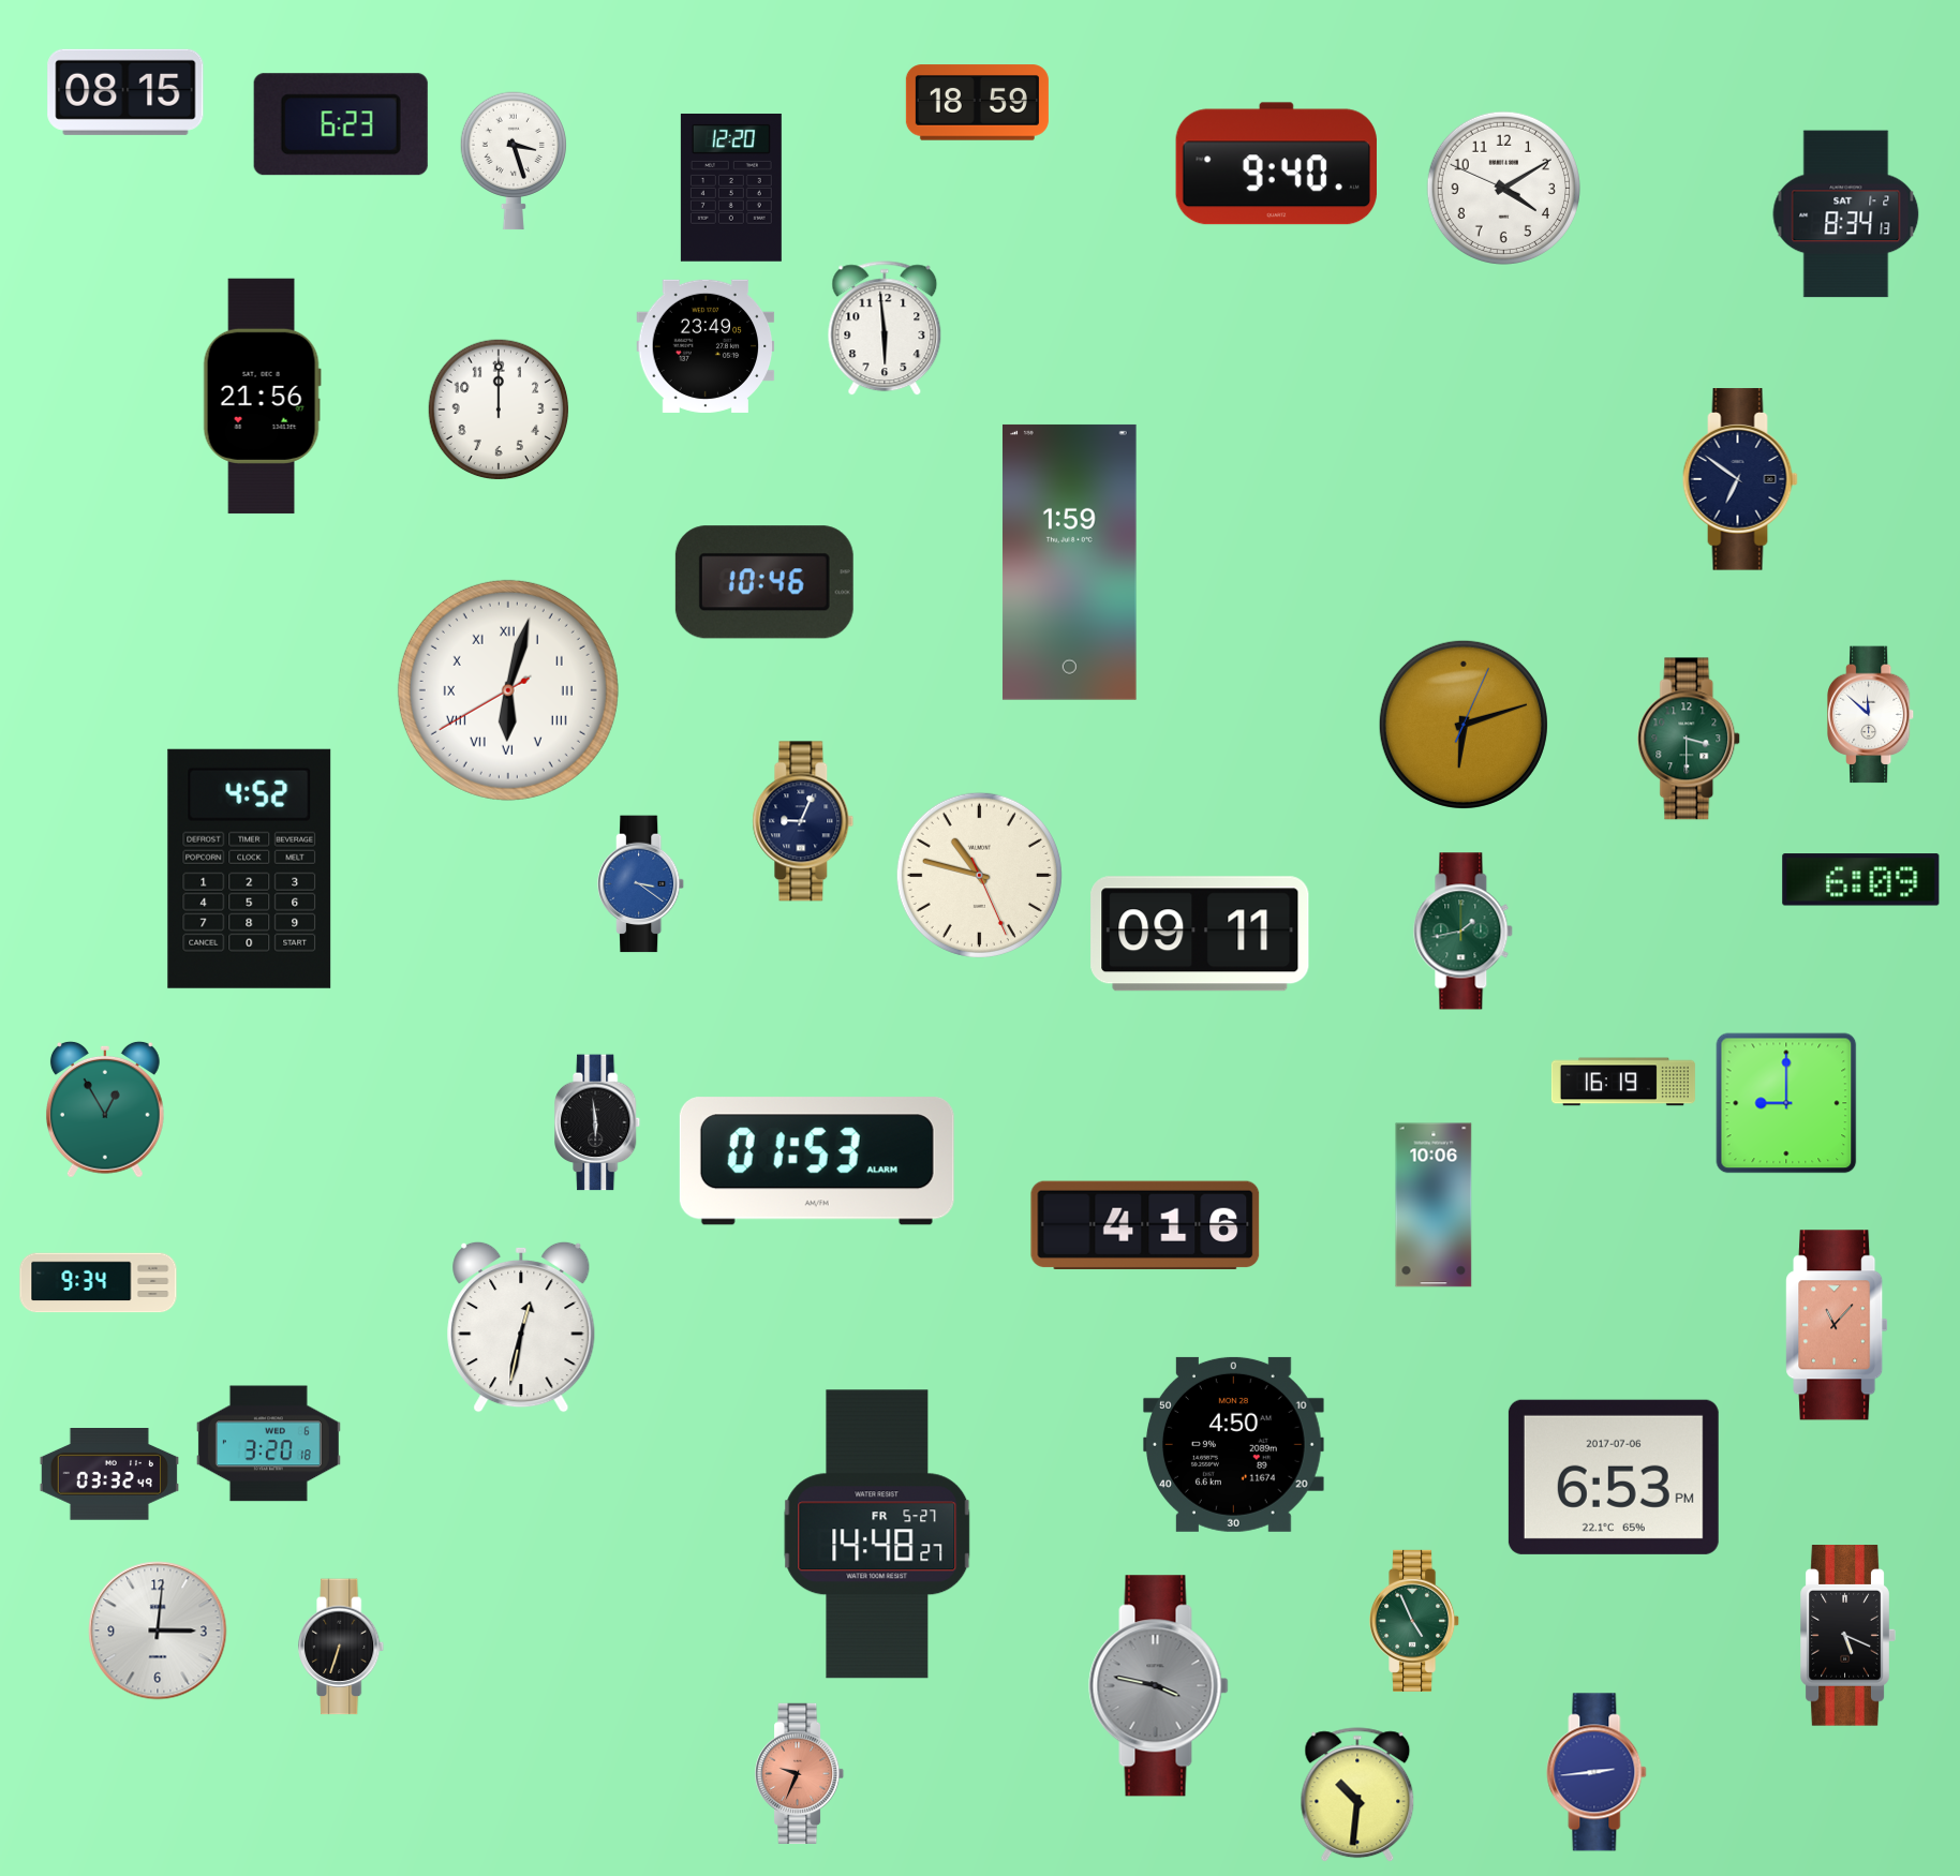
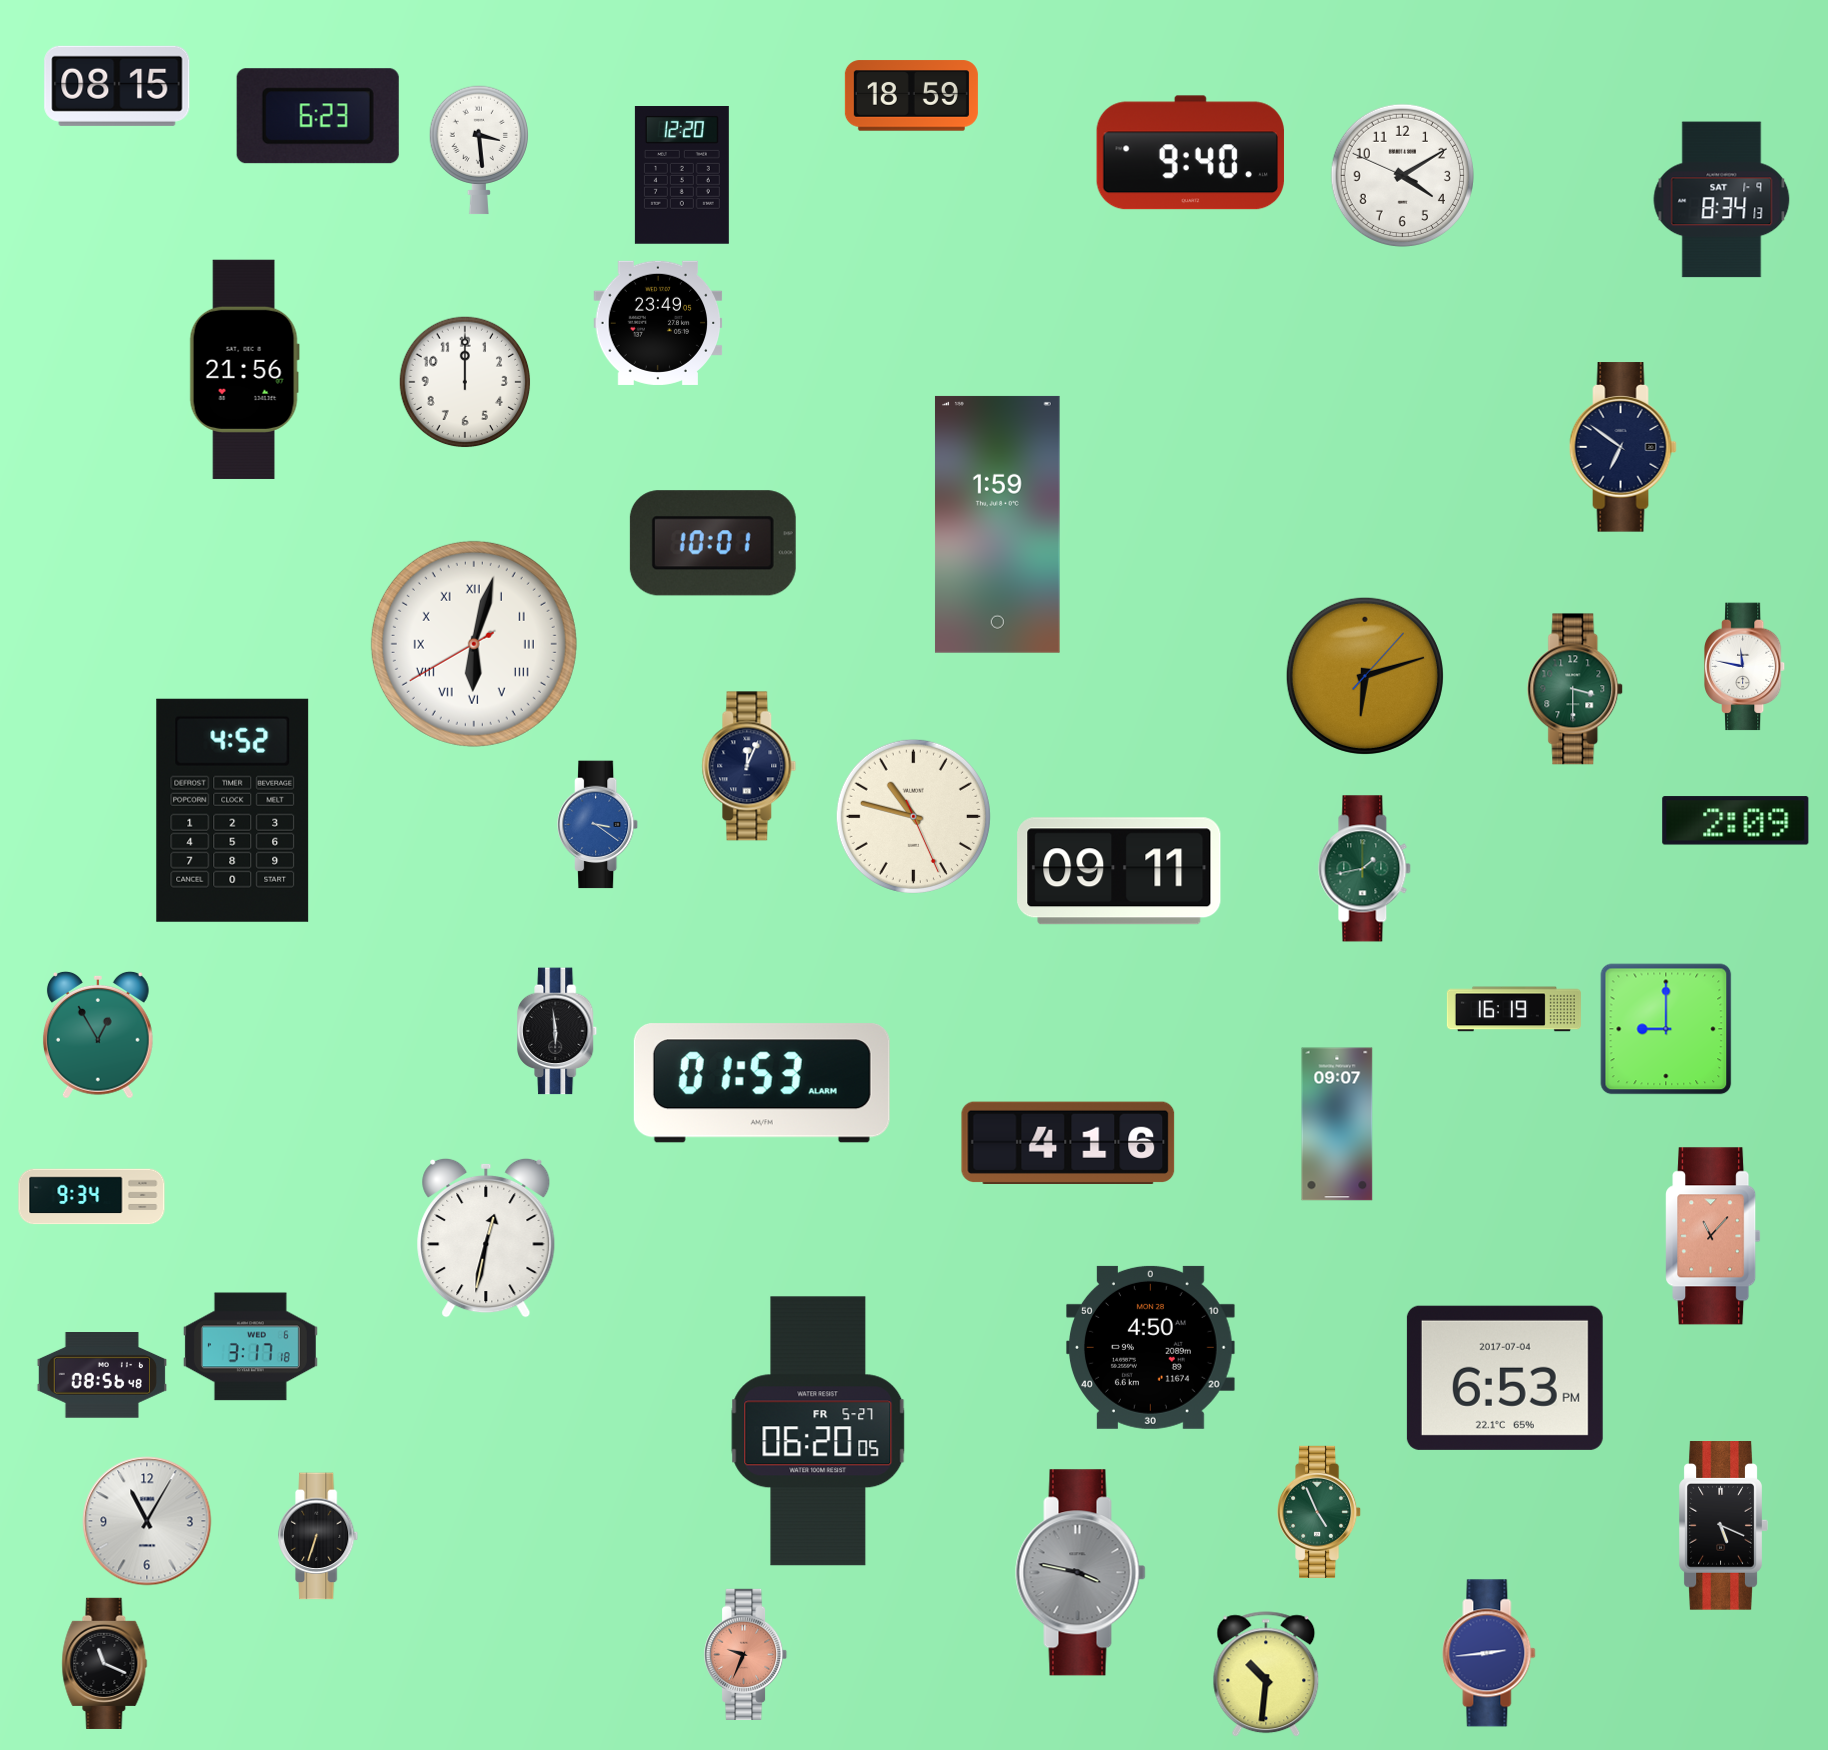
clock at (513, 161): 3:27 -> 3:29
clock at (1846, 214) date: SAT 1-2 -> SAT 1-9
clock at (885, 329): 5:59 -> none
clock at (764, 582): 10:46 -> 10:01
clock at (1872, 715): 11:52 -> 11:47
clock at (1464, 725): 6:12:04 -> 6:12:07
clock at (803, 821): 9:04 -> 12:04
clock at (1861, 880): 6:09 -> 2:09
clock at (598, 1122) position: (598, 1122) -> (558, 1031)
clock at (1434, 1205): 10:06 -> 09:07
clock at (268, 1444): 3:20 -> 3:17
clock at (108, 1474): 03:32 -> 08:56
clock at (1614, 1477) date: 2017-07-06 -> 2017-07-04
clock at (877, 1534): 14:48 -> 06:20
clock at (158, 1631): 3:01 -> 11:05
clock at (105, 1663): none -> 11:19
